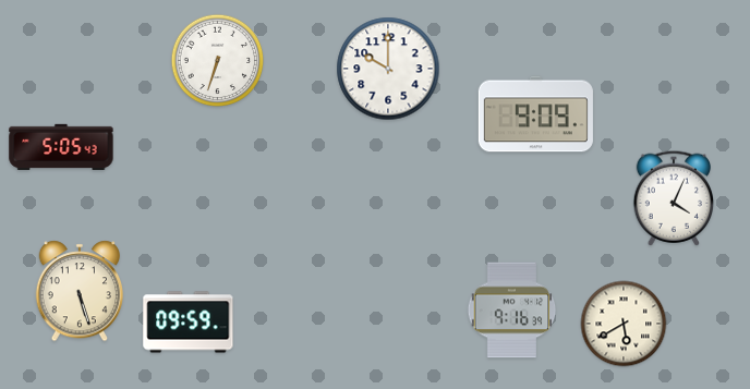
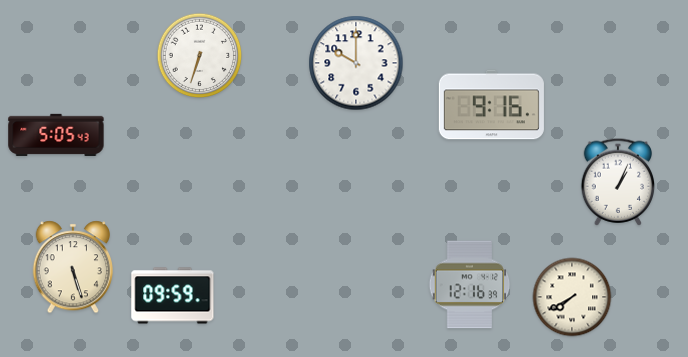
clock at (535, 114): 9:09 -> 9:16
clock at (674, 198): 4:04 -> 1:04
clock at (512, 311): 9:16 -> 12:16
clock at (624, 324): 5:40 -> 7:40
